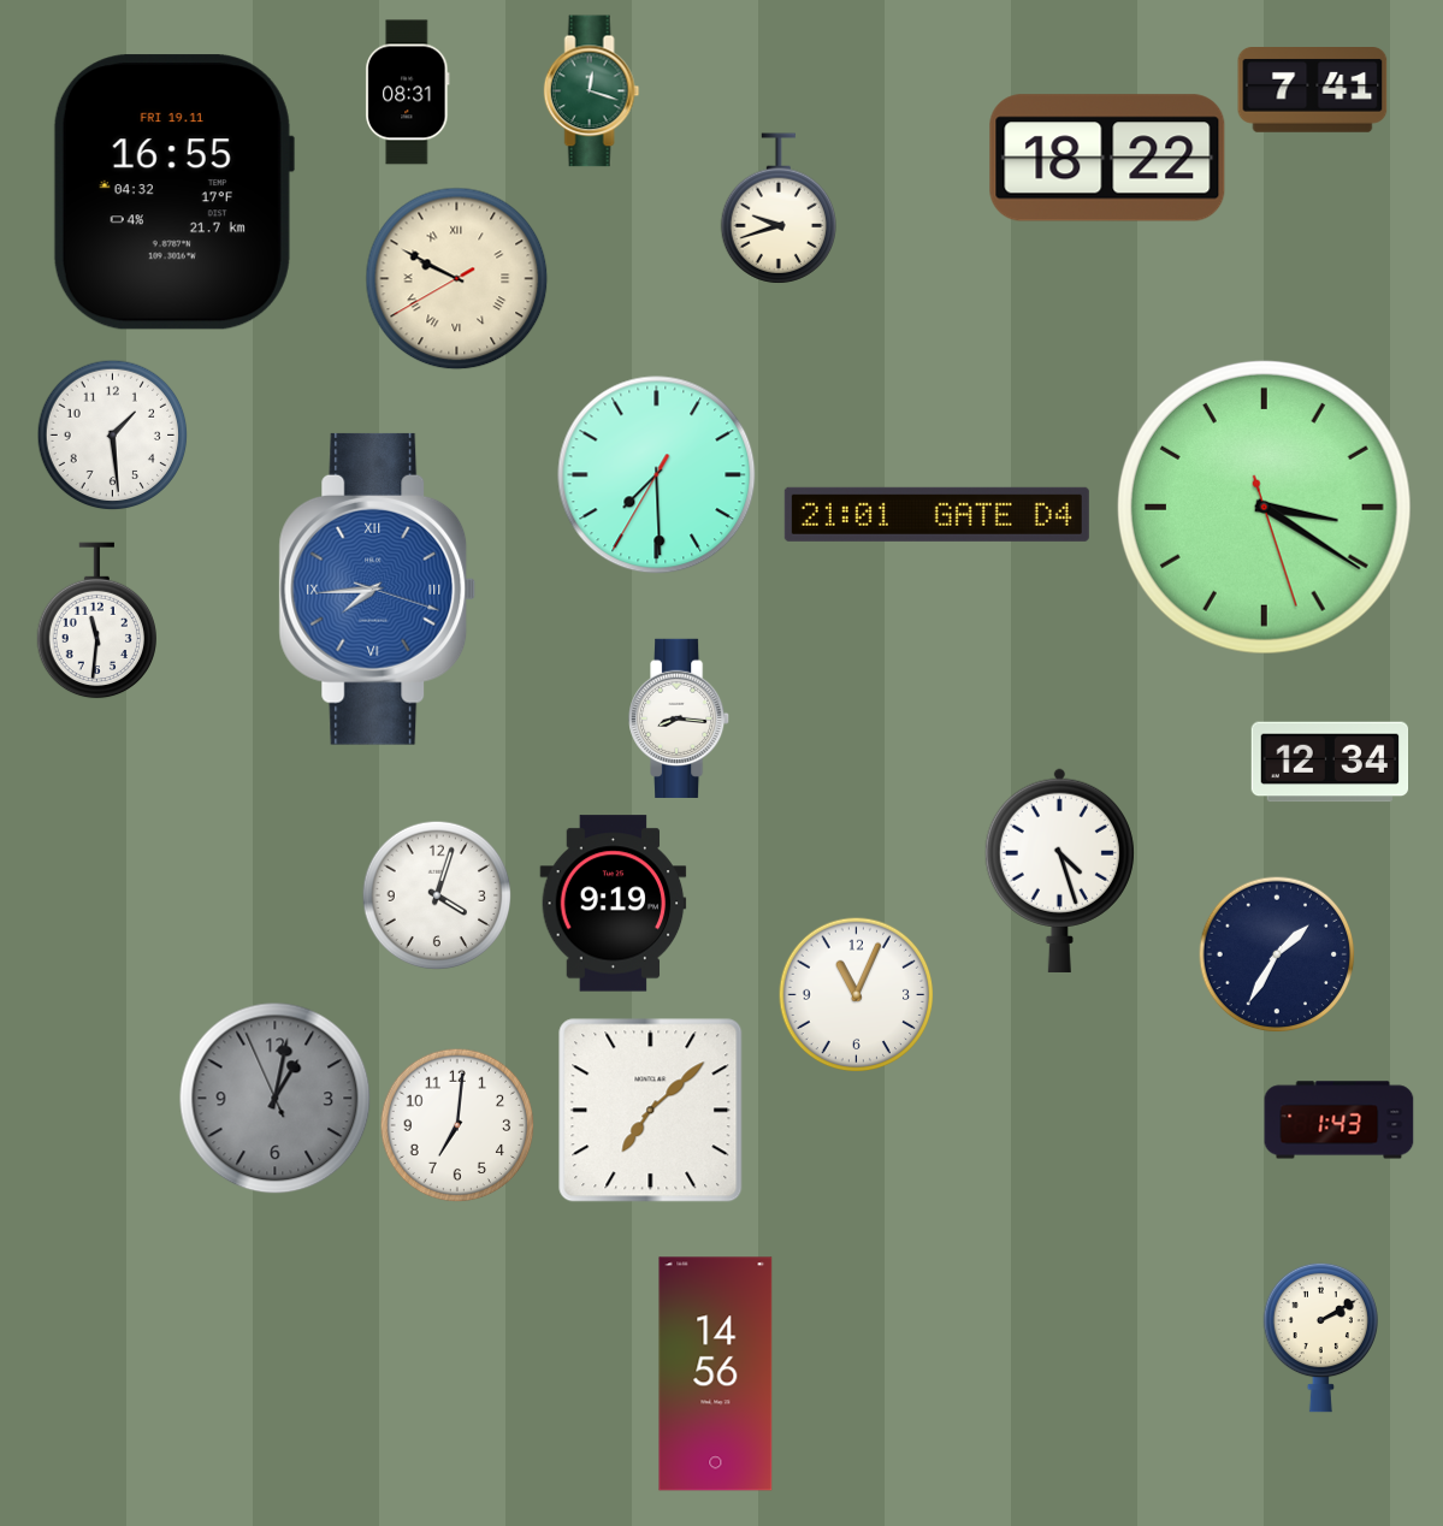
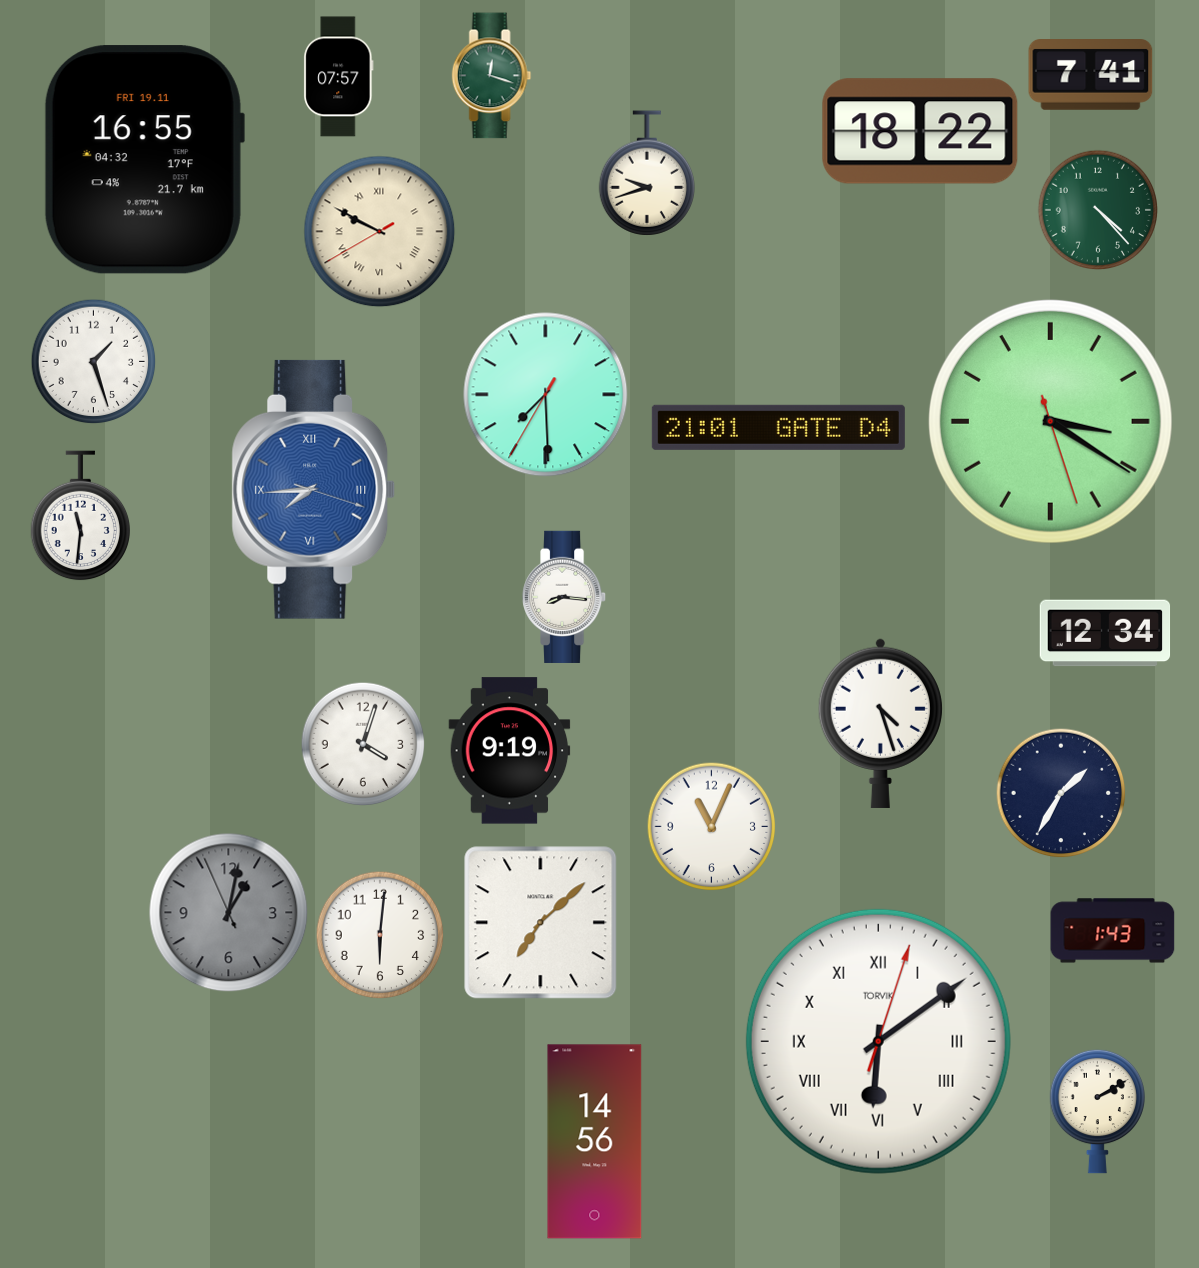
clock at (408, 93): 08:31 -> 07:57
clock at (1098, 210): none -> 4:23
clock at (113, 436): 1:29 -> 1:27
clock at (457, 1125): 7:01 -> 6:01
clock at (878, 1041): none -> 6:09
